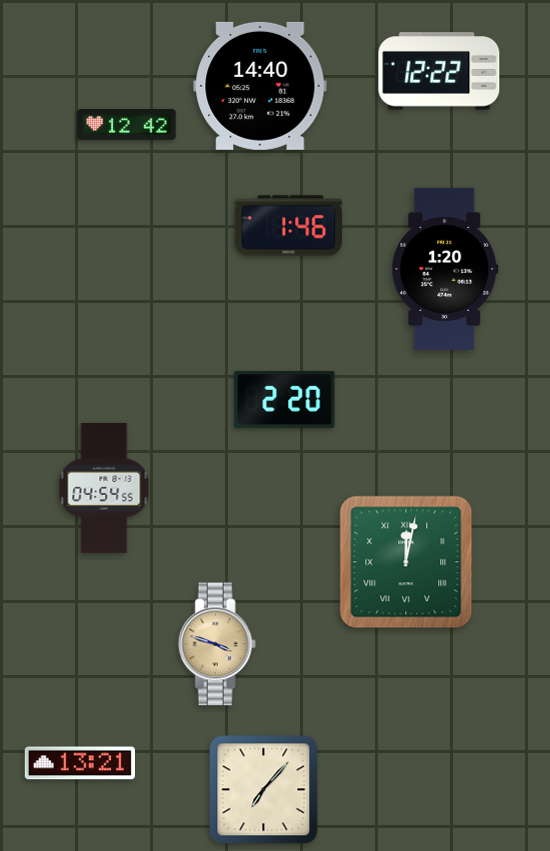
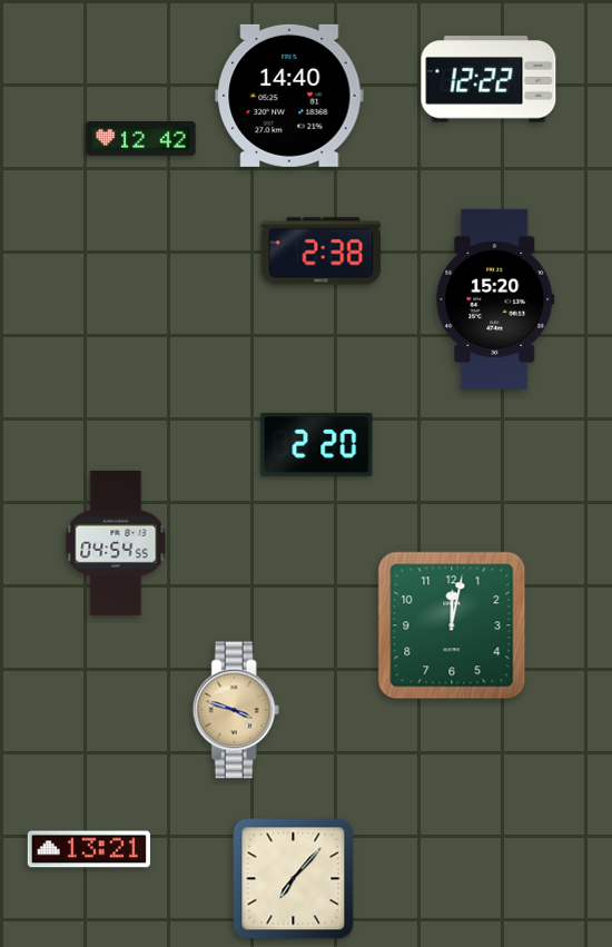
clock at (289, 226): 1:46 -> 2:38
clock at (445, 269): 1:20 -> 15:20
clock at (406, 562) numerals: Roman -> Arabic
clock at (217, 644) position: (217, 644) -> (236, 710)
